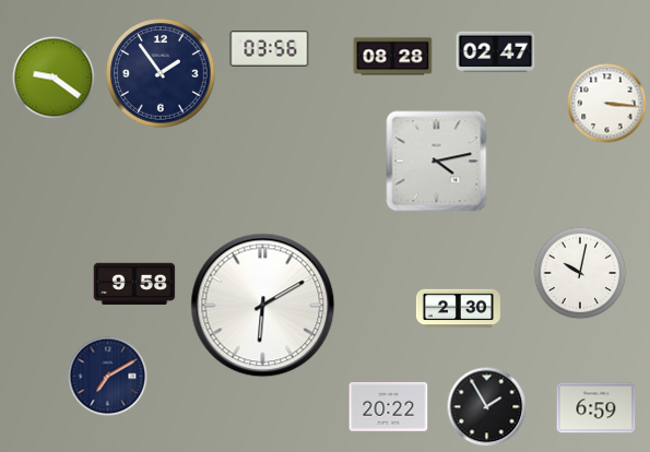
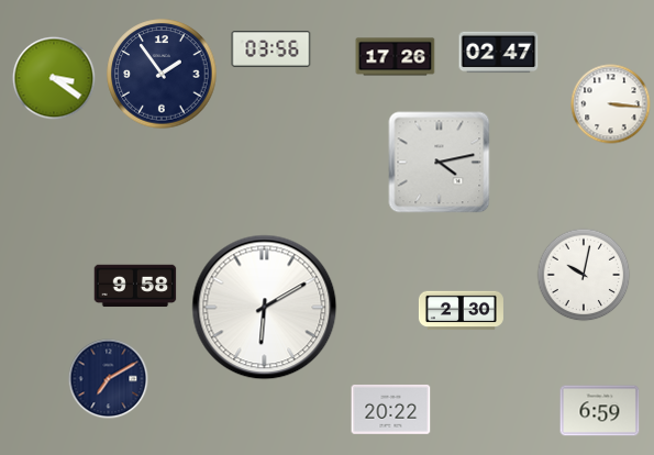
clock at (393, 57): 08:28 -> 17:26
clock at (54, 78): 9:21 -> 3:21
clock at (487, 407): 1:55 -> none
